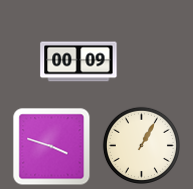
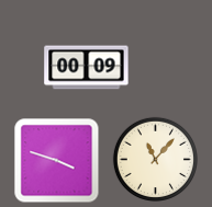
clock at (141, 145): 1:05 -> 11:07
